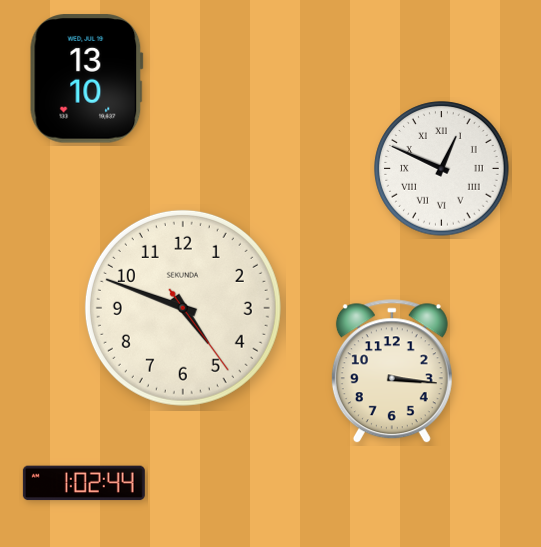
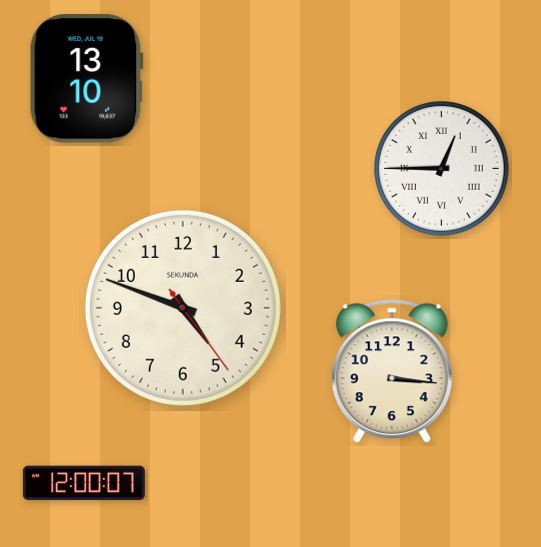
clock at (442, 169): 12:49 -> 12:45
clock at (84, 483): 1:02 -> 12:00
